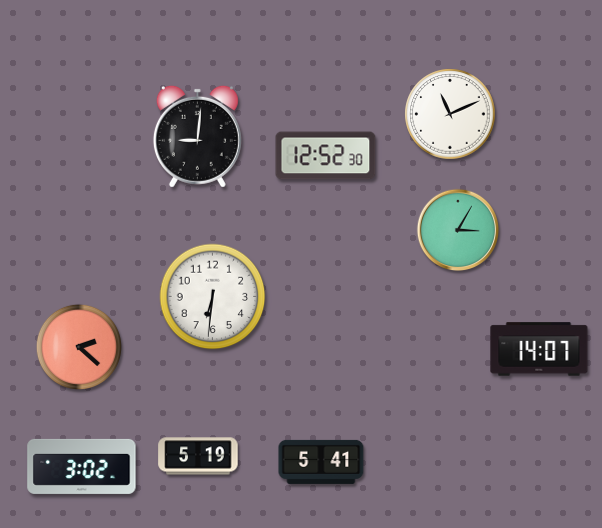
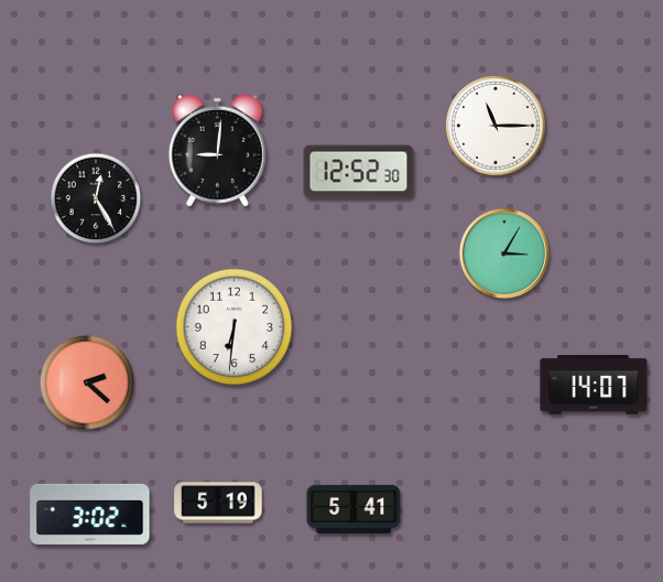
clock at (450, 114): 11:11 -> 11:15
clock at (96, 198): none -> 12:25
